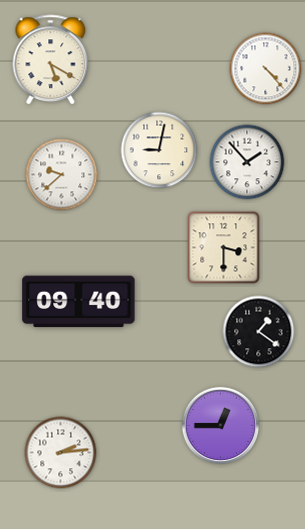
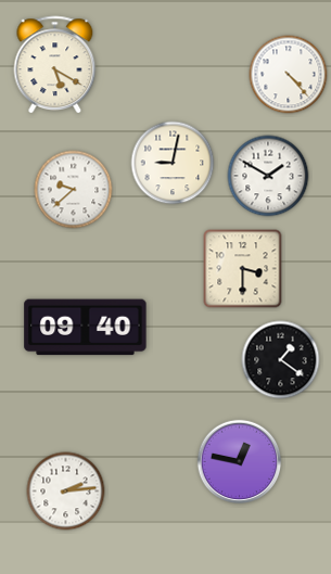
clock at (247, 162): 1:53 -> 1:50
clock at (62, 175) position: (62, 175) -> (74, 190)
clock at (221, 426): 12:45 -> 12:47
